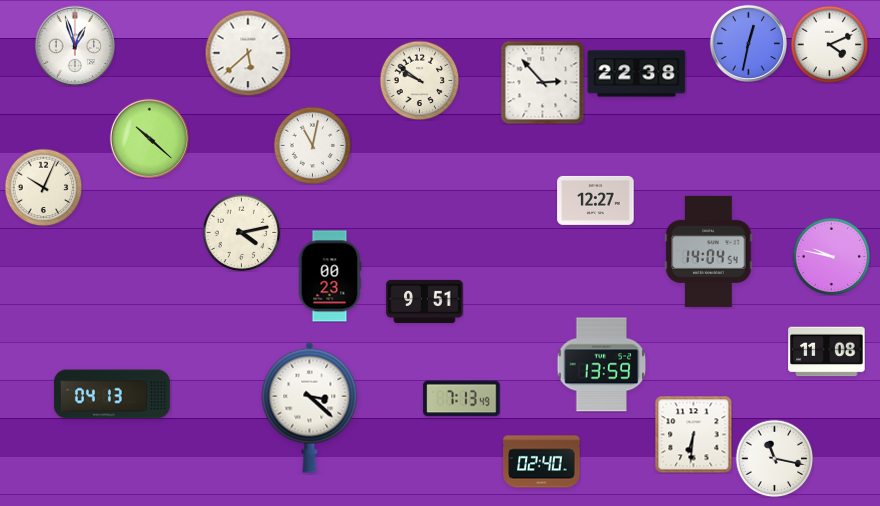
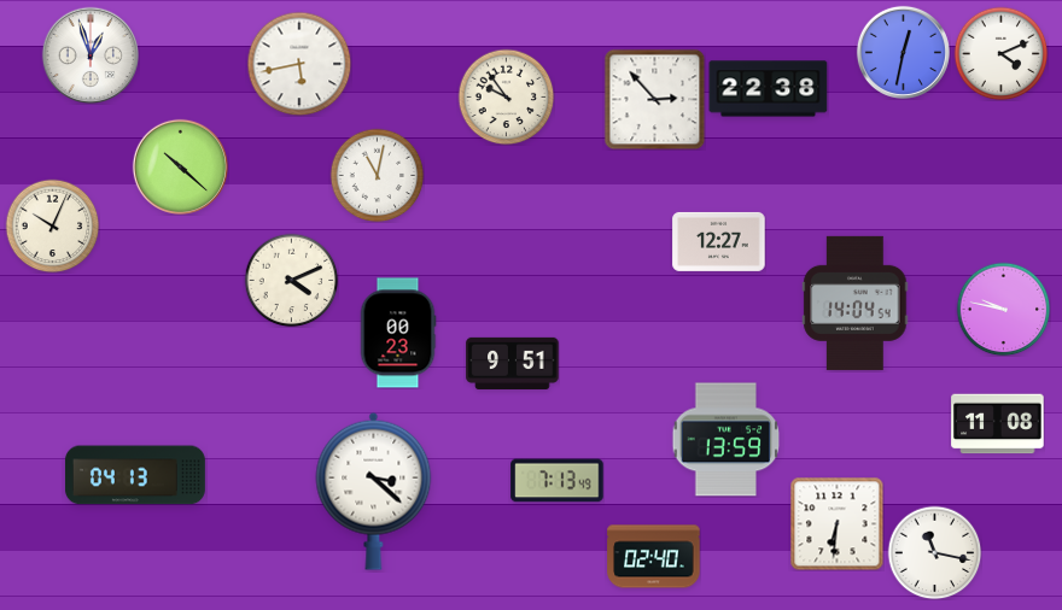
clock at (248, 53): 5:38 -> 5:43
clock at (419, 80): 9:51 -> 9:54
clock at (241, 232): 4:13 -> 4:11
